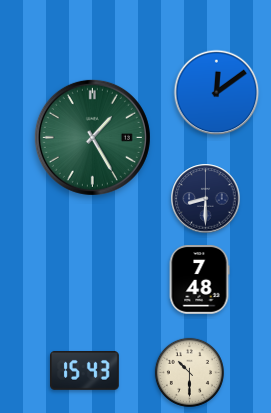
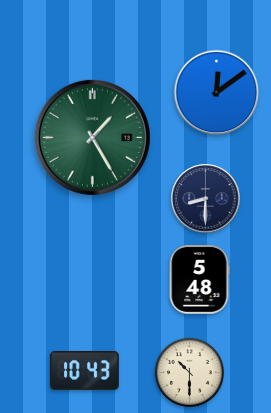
clock at (199, 280): 7:48 -> 5:48
clock at (85, 371): 15:43 -> 10:43
